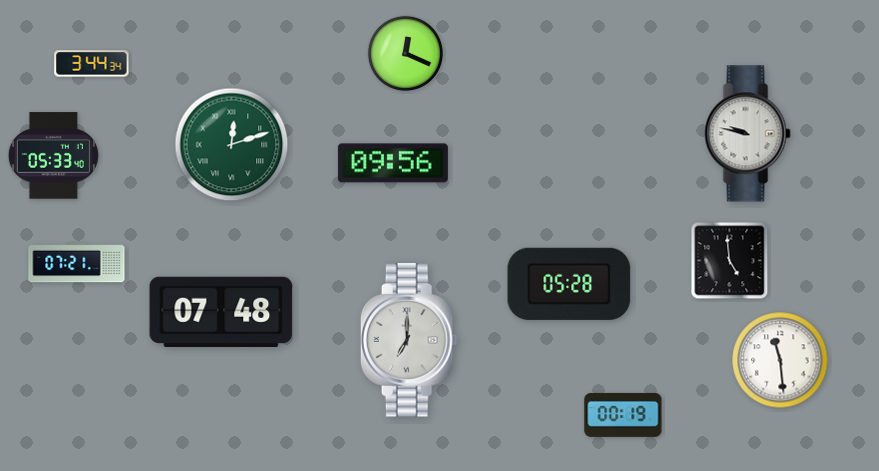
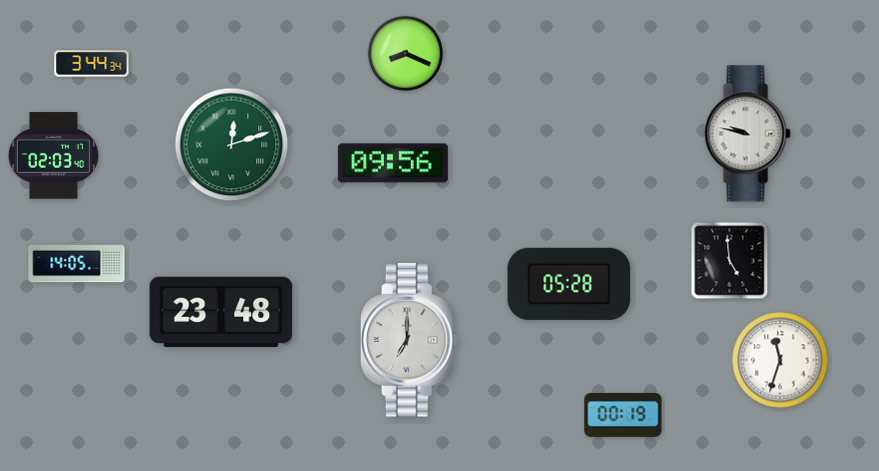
clock at (405, 53): 12:19 -> 8:19
clock at (53, 156): 05:33 -> 02:03
clock at (77, 263): 07:21 -> 14:05
clock at (221, 311): 07:48 -> 23:48
clock at (780, 360): 11:29 -> 11:33
